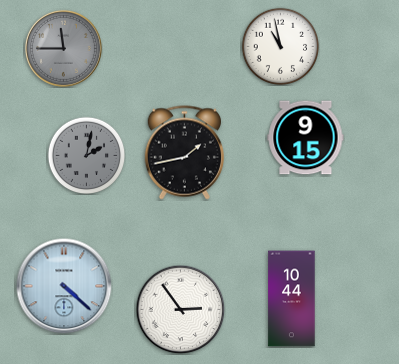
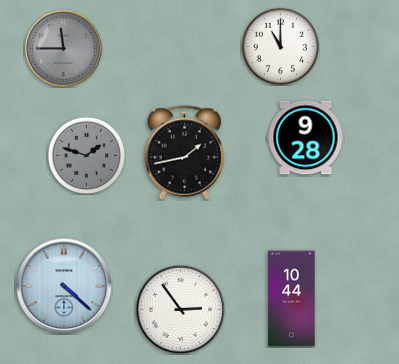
clock at (280, 46): 10:58 -> 11:00
clock at (306, 138): 9:15 -> 9:28
clock at (86, 155): 2:02 -> 1:48
